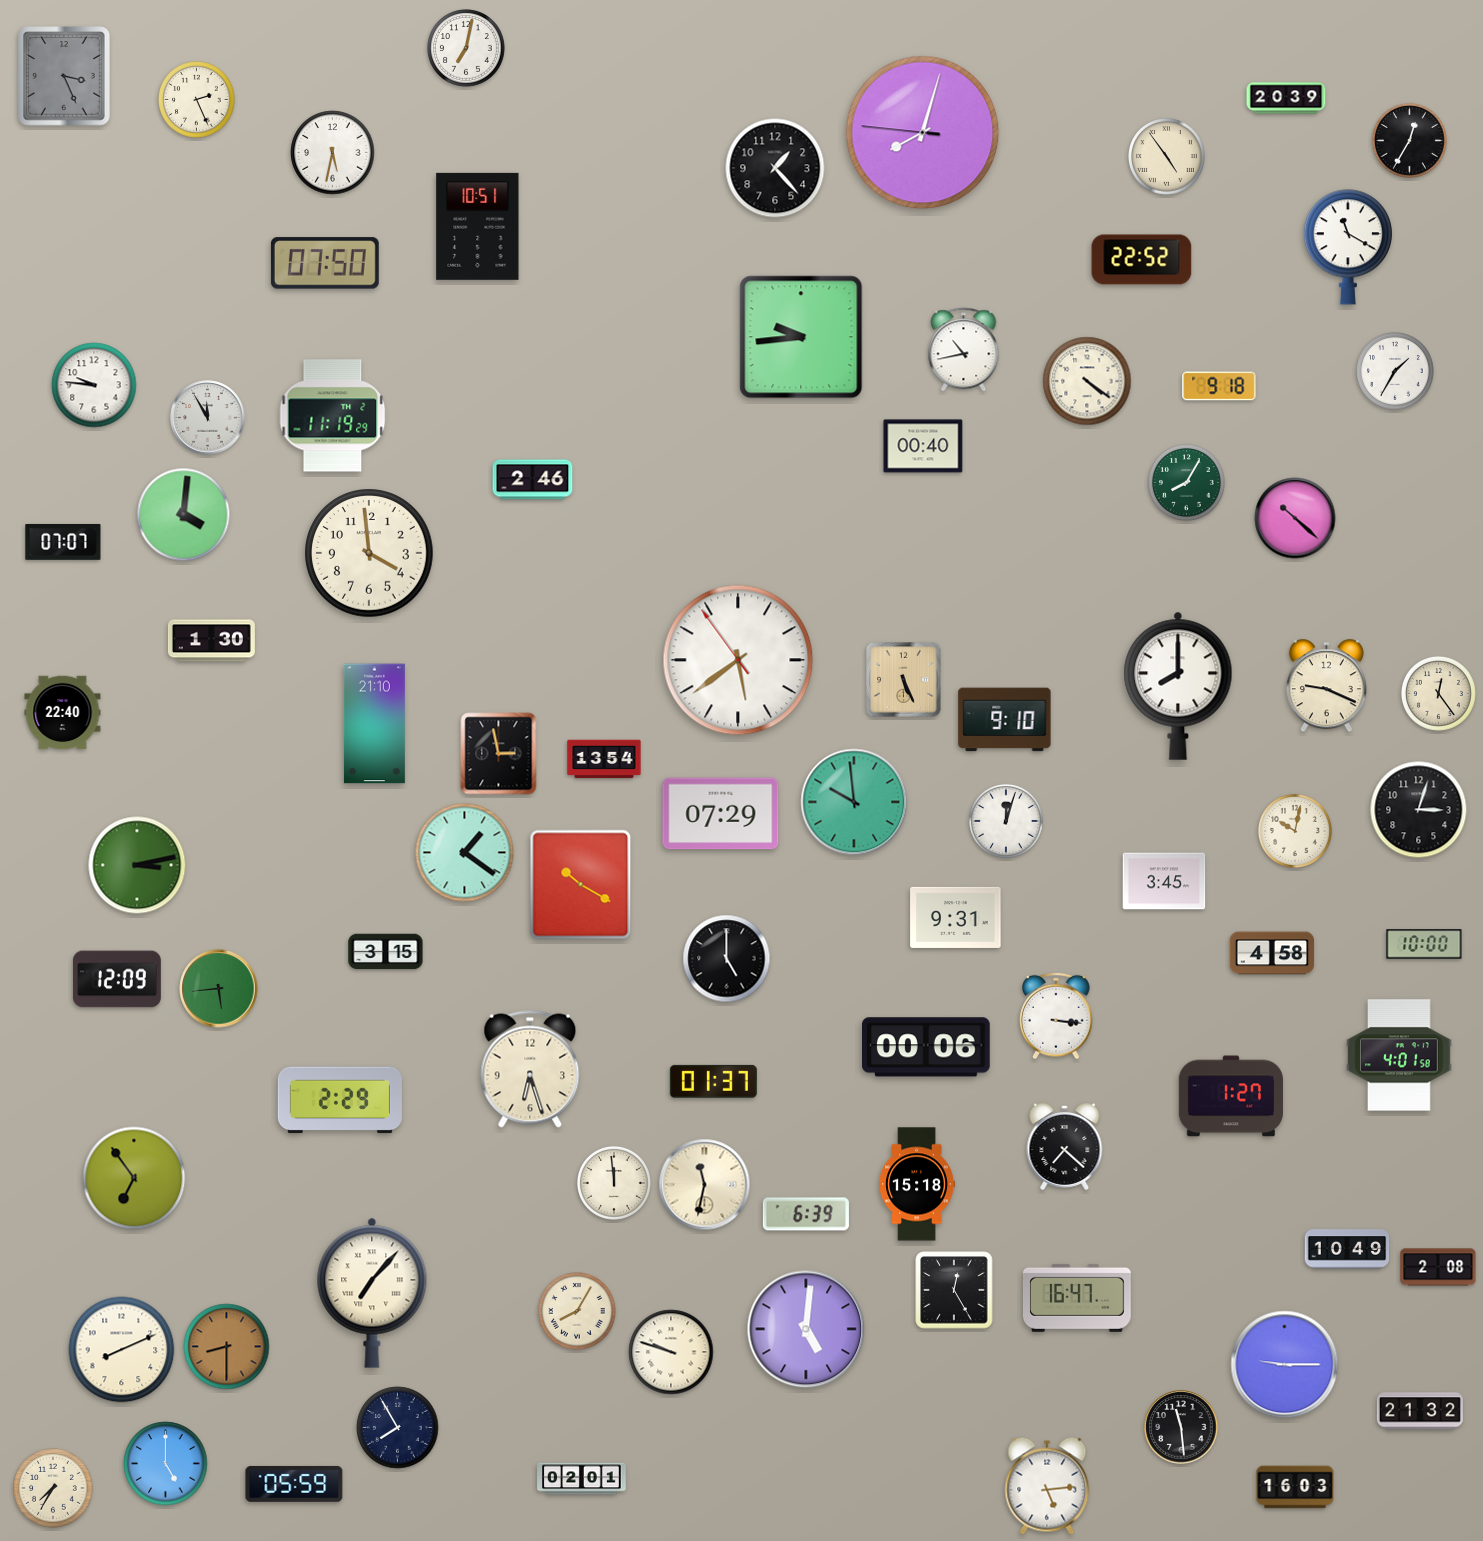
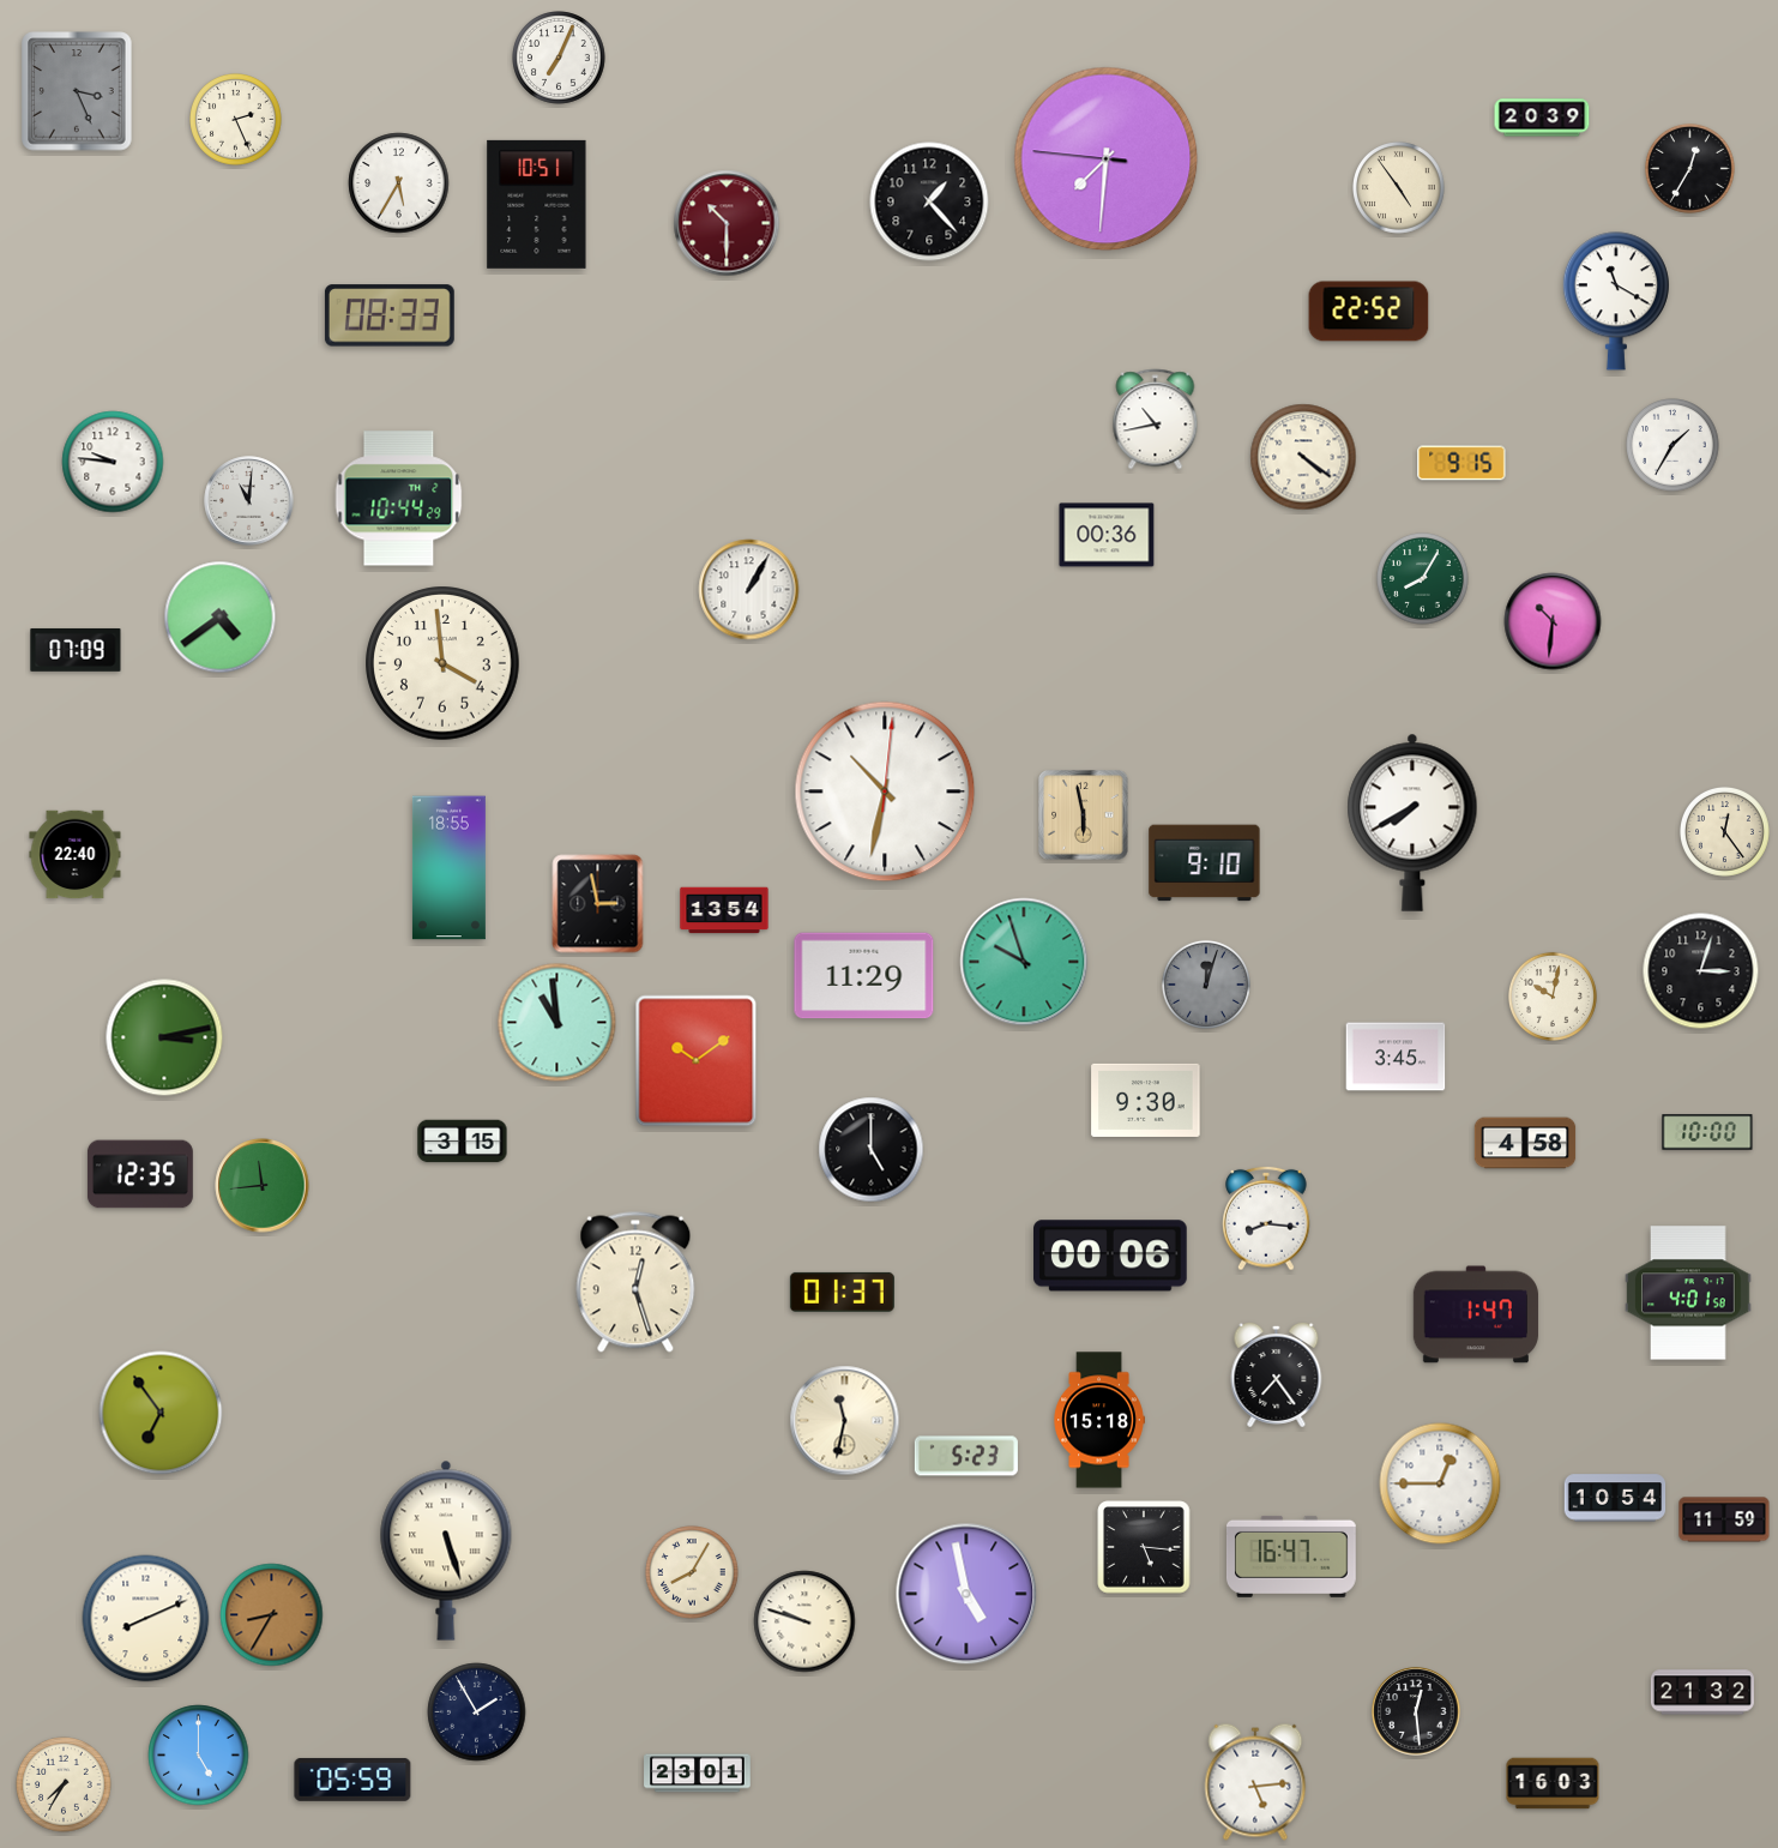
clock at (466, 48): 7:02 -> 7:04
clock at (923, 133): 8:02 -> 7:30
clock at (333, 153): 5:32 -> 5:35
clock at (727, 223): none -> 10:30
clock at (478, 226) position: (478, 226) -> (537, 204)
clock at (1348, 247) position: (1348, 247) -> (1616, 301)
clock at (325, 263): 07:50 -> 08:33
clock at (801, 337): 9:44 -> none
clock at (1219, 386): 9:18 -> 9:15
clock at (333, 416): 11:19 -> 10:44
clock at (208, 418): 11:55 -> 11:01
clock at (923, 446): 00:40 -> 00:36
clock at (533, 480): 2:46 -> none
clock at (749, 590): none -> 1:05
clock at (184, 515): 4:01 -> 4:39
clock at (1295, 518): 10:22 -> 10:31
clock at (63, 542): 07:07 -> 07:09
clock at (211, 641): 1:30 -> none
clock at (738, 660): 5:38 -> 10:32
clock at (904, 680): 5:26 -> 5:58
clock at (1178, 686): 8:00 -> 7:40
clock at (1326, 686): 9:19 -> none
clock at (374, 724): 21:10 -> 18:55
clock at (854, 802): 9:59 -> 9:57
clock at (721, 814): 07:29 -> 11:29
clock at (1006, 821) dial: white -> grey
clock at (465, 853): 1:21 -> 10:59
clock at (581, 885): 10:20 -> 10:09
clock at (956, 917): 9:31 -> 9:30
clock at (117, 979): 12:09 -> 12:35
clock at (219, 989): 5:44 -> 11:44
clock at (1056, 1016): 3:16 -> 8:16
clock at (1399, 1055) position: (1399, 1055) -> (1688, 1293)
clock at (530, 1069): 6:27 -> 12:27
clock at (713, 1081) position: (713, 1081) -> (842, 1292)
clock at (1231, 1096): 1:27 -> 1:47
clock at (340, 1100): 2:29 -> none
clock at (1065, 1147): 7:22 -> 7:24
clock at (614, 1183): 11:59 -> none
clock at (806, 1214): 6:39 -> 5:23
clock at (1440, 1483): none -> 12:45
clock at (1347, 1249): 10:49 -> 10:54
clock at (1438, 1267): 2:08 -> 11:59
clock at (954, 1290): 12:25 -> 5:16
clock at (372, 1293): 7:07 -> 5:27
clock at (806, 1329): 5:01 -> 4:58
clock at (227, 1347): 8:30 -> 8:35
clock at (1285, 1365): 9:15 -> none
clock at (1181, 1427): 11:29 -> 12:29
clock at (398, 1428): 7:55 -> 1:55
clock at (582, 1479): 02:01 -> 23:01
